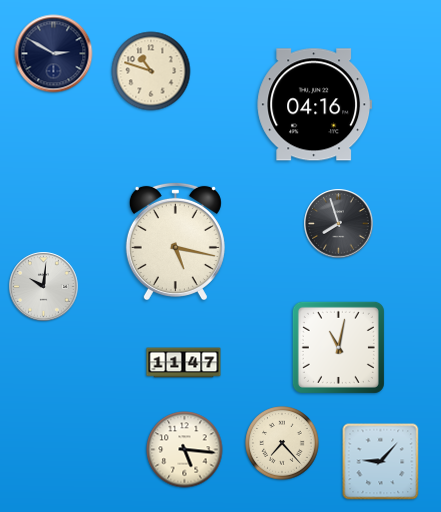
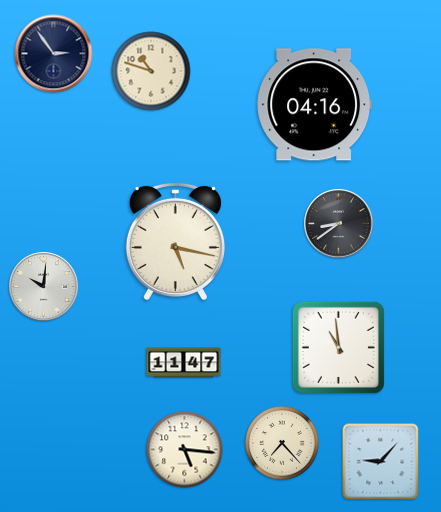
clock at (54, 54): 2:50 -> 2:54
clock at (339, 224): 7:57 -> 8:39
clock at (338, 347): 11:02 -> 10:59
